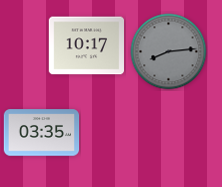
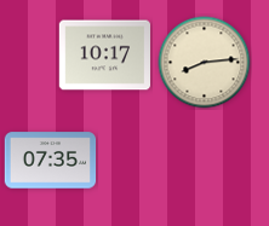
clock at (169, 52) dial: grey -> cream
clock at (42, 133): 03:35 -> 07:35
